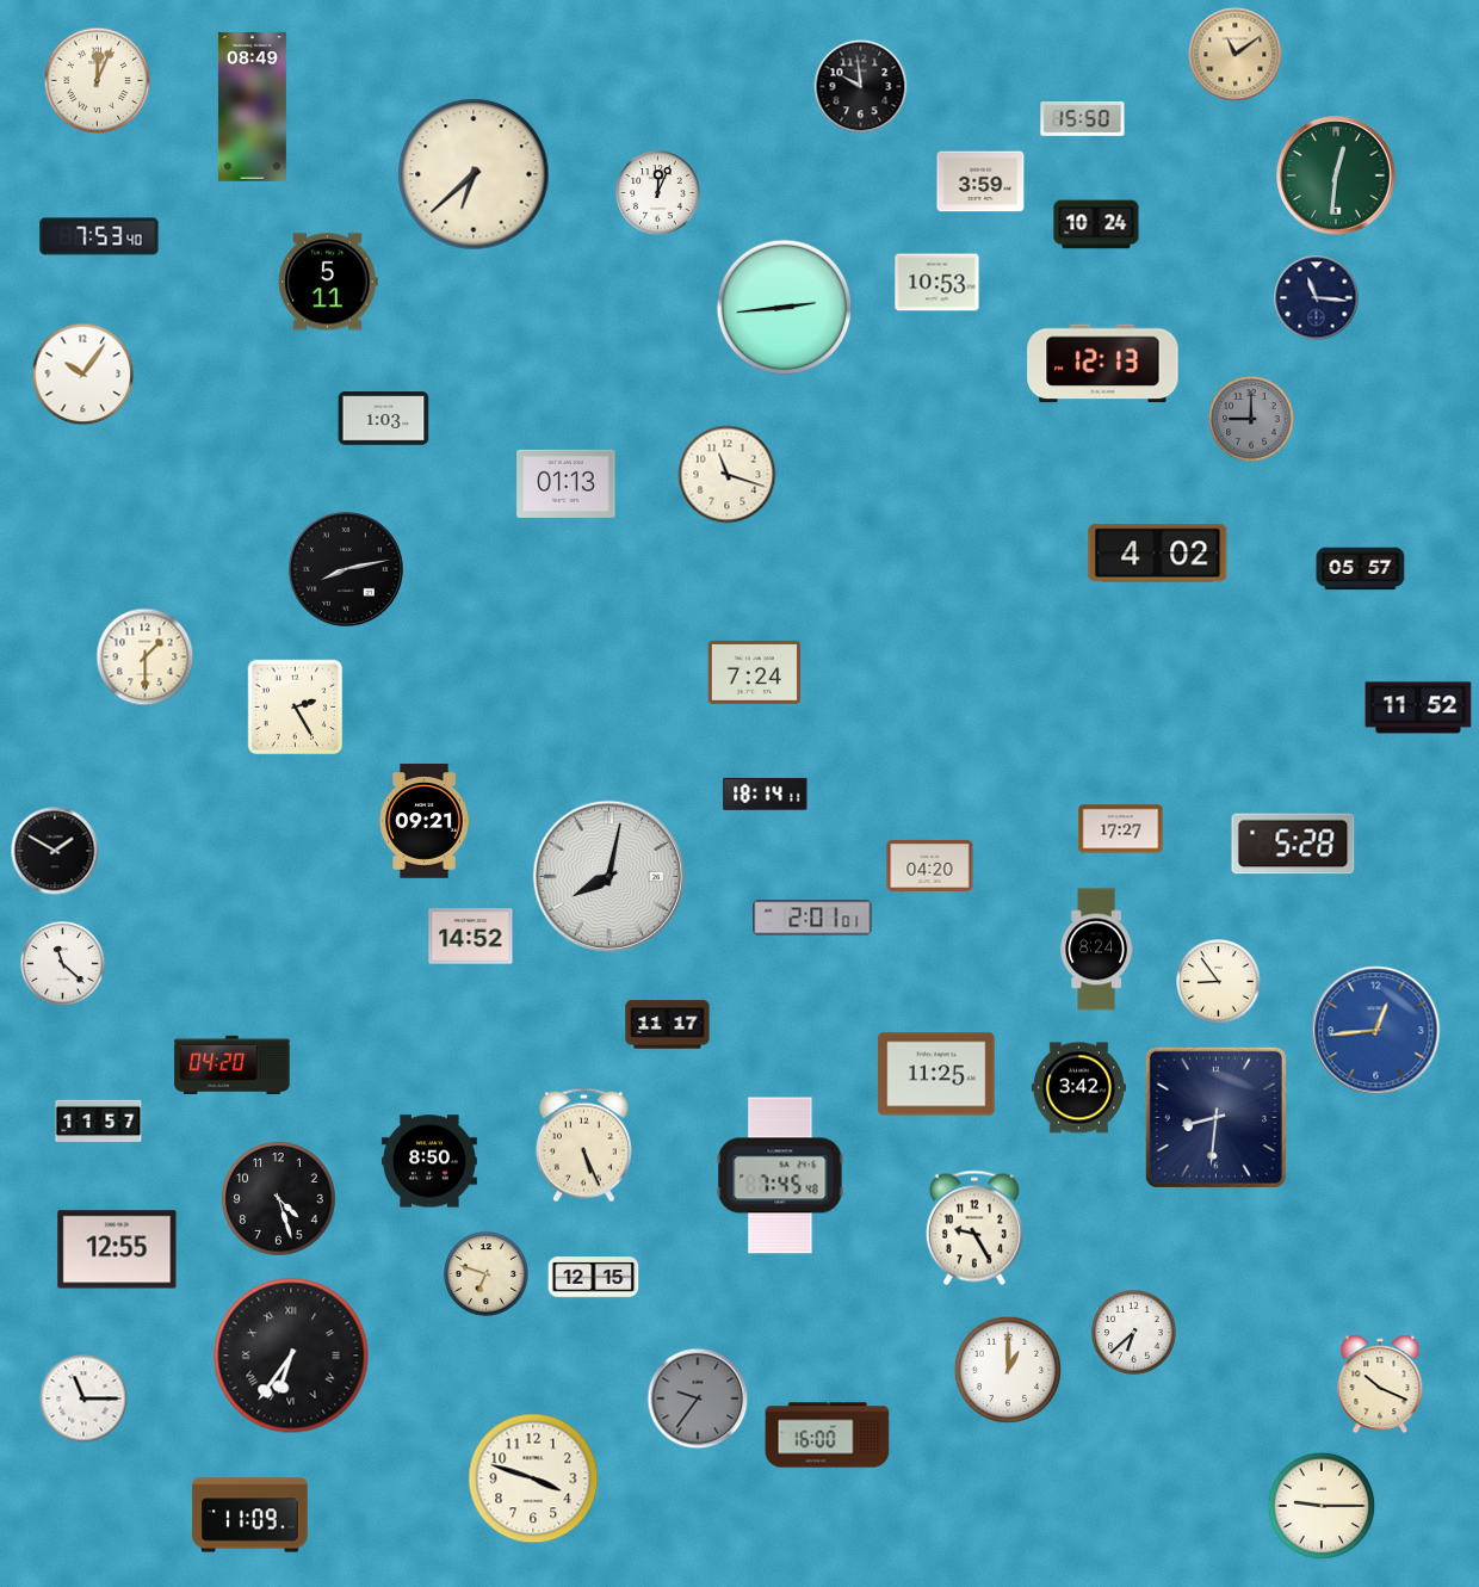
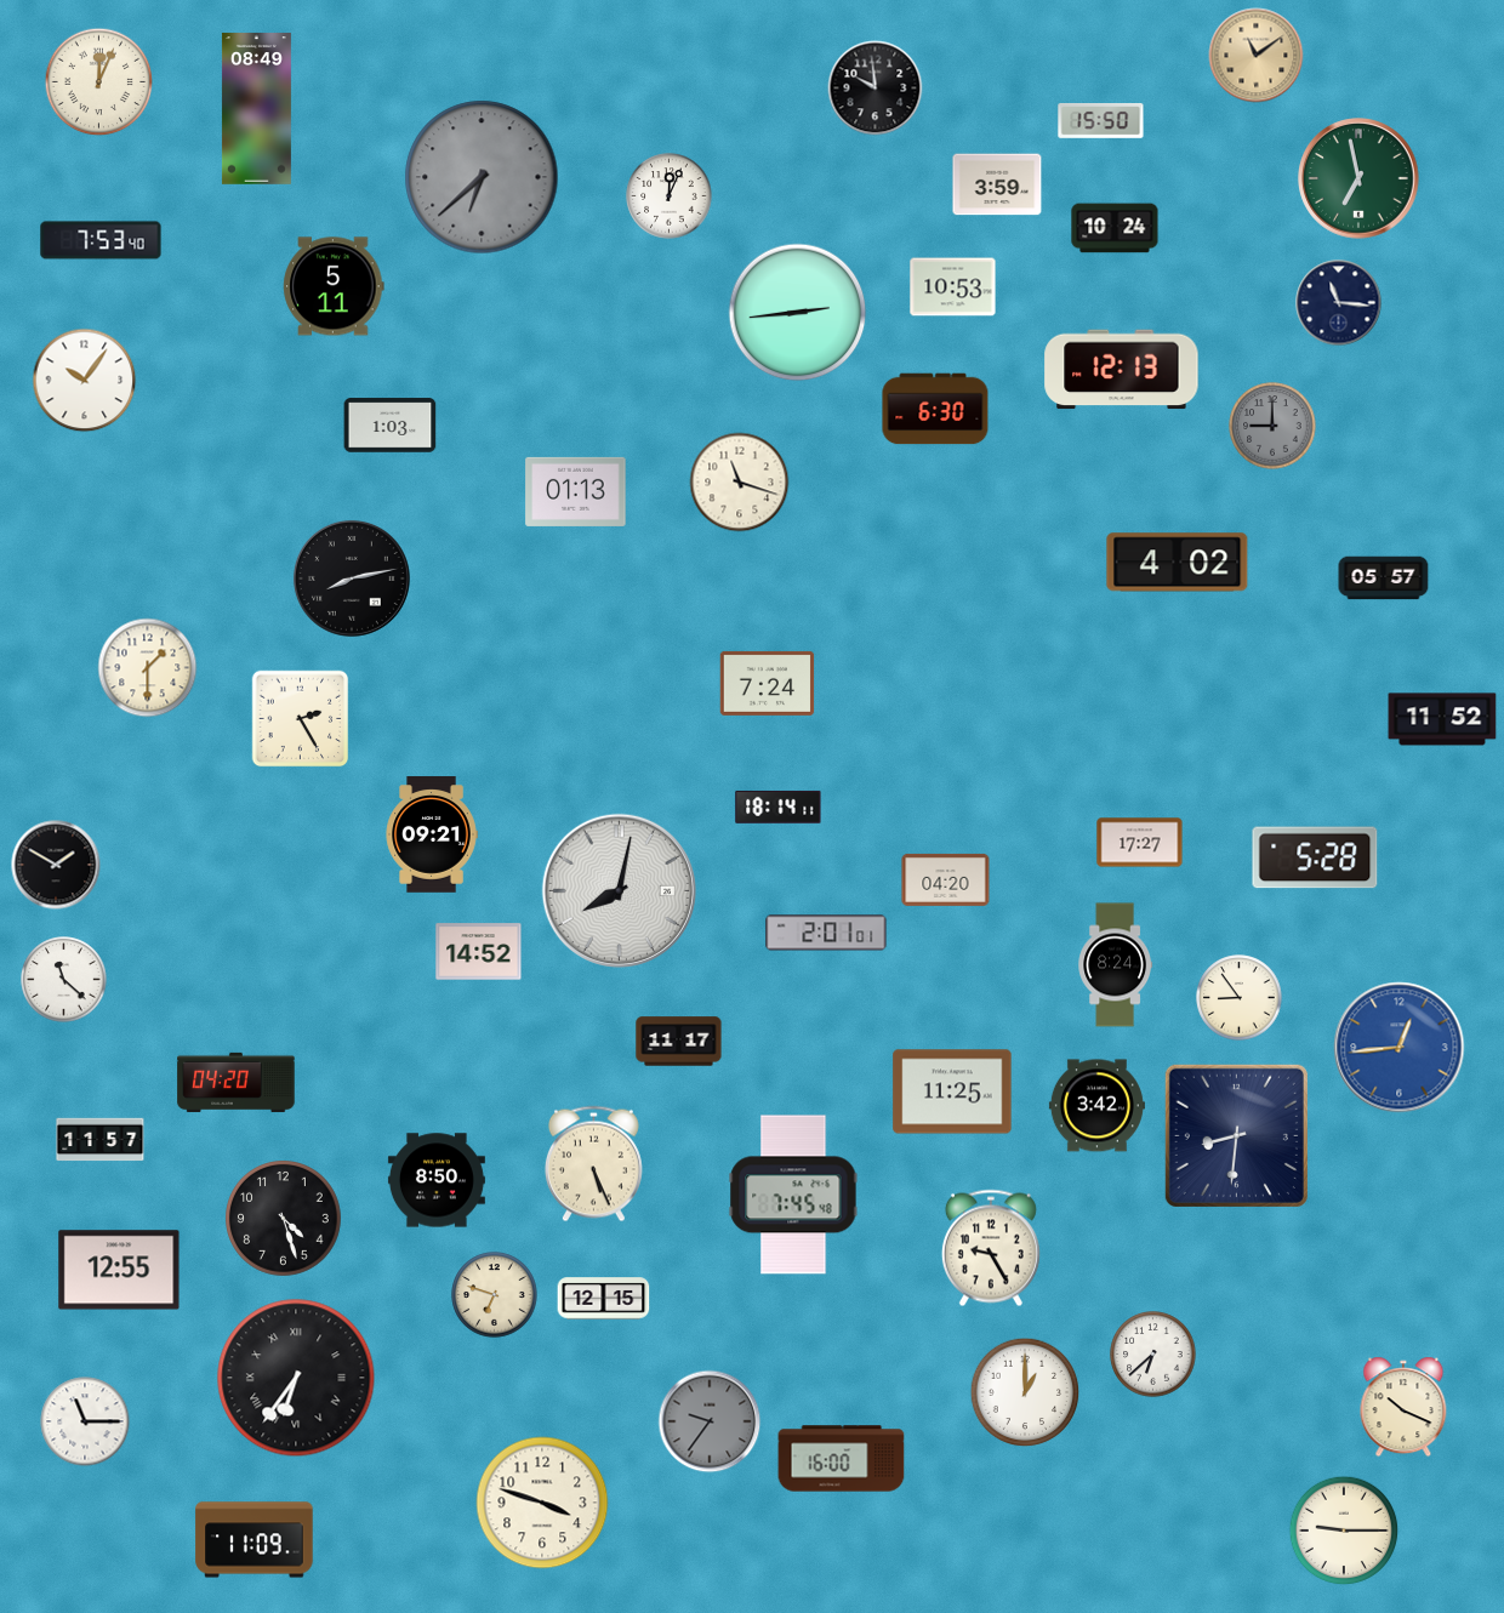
clock at (474, 174) dial: cream -> grey
clock at (1336, 175): 12:31 -> 6:58
clock at (935, 409): none -> 6:30
